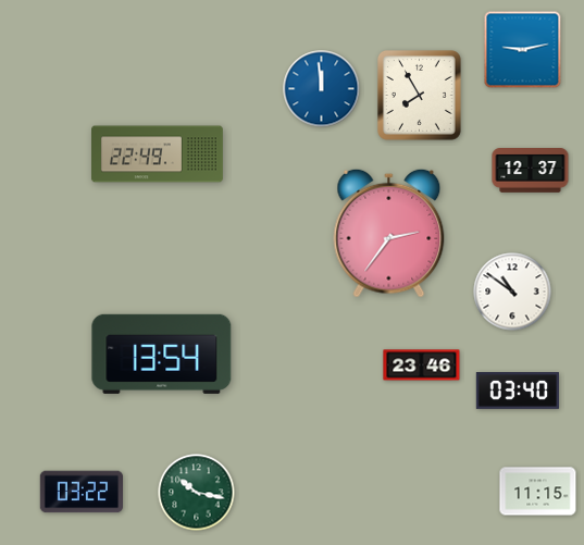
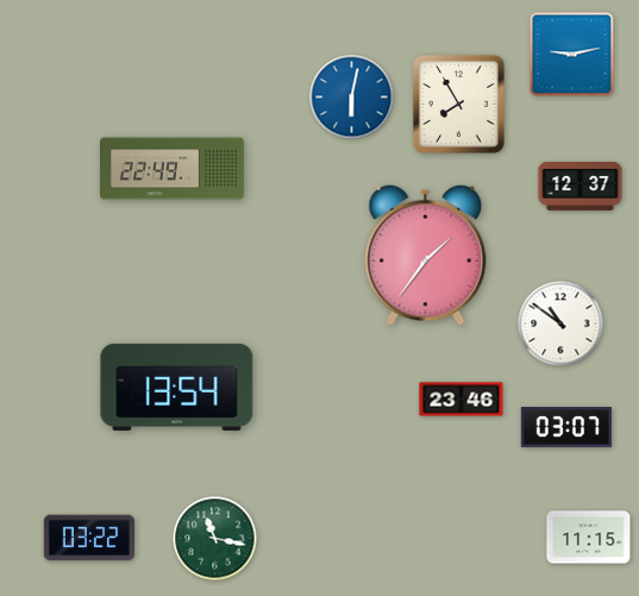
clock at (322, 89): 11:59 -> 6:02
clock at (389, 233): 2:36 -> 1:36
clock at (512, 292) position: (512, 292) -> (560, 324)
clock at (517, 392): 03:40 -> 03:07
clock at (197, 493): 10:17 -> 11:17
